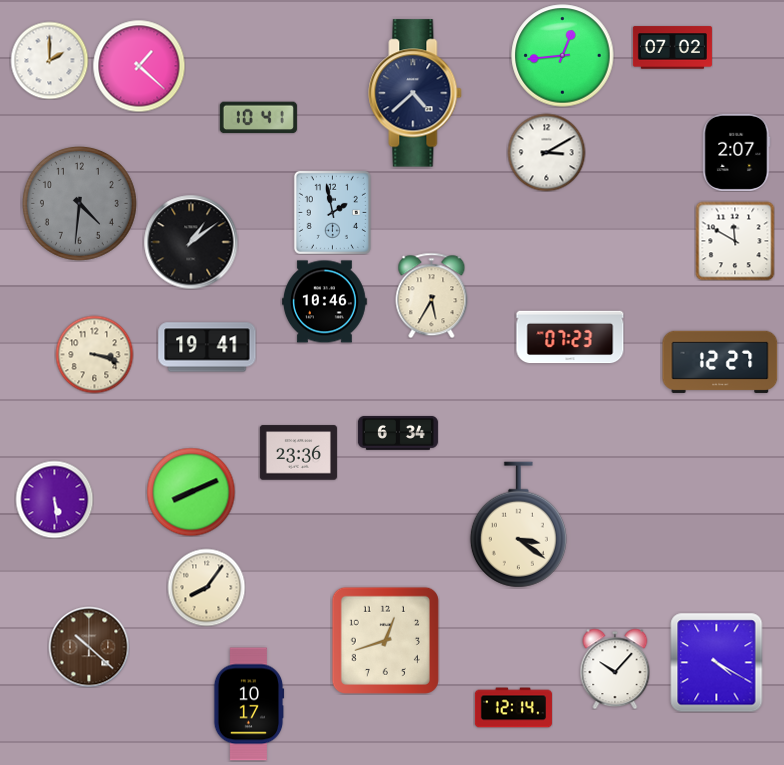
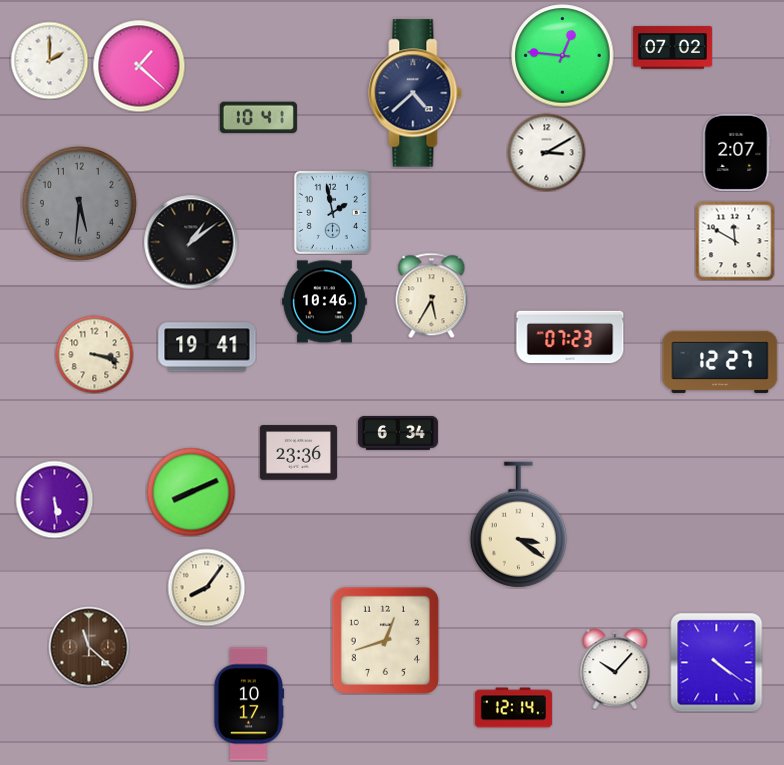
clock at (563, 56): 12:44 -> 12:46
clock at (79, 203): 4:31 -> 5:31
clock at (89, 647): 10:22 -> 11:22
clock at (717, 663): 4:20 -> 4:21
